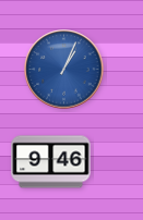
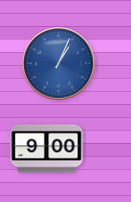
clock at (51, 162): 9:46 -> 9:00
